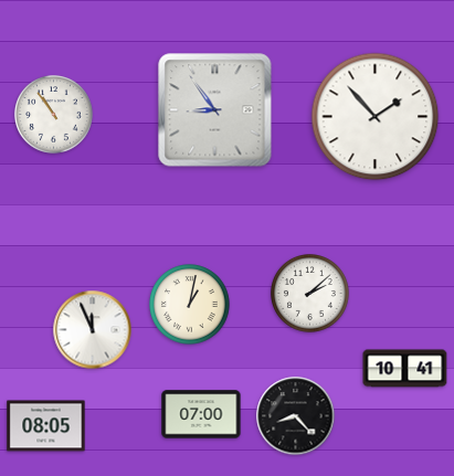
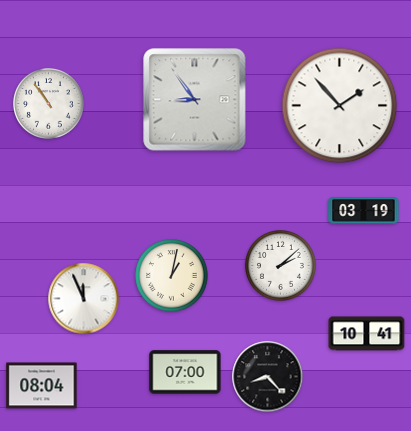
clock at (364, 211): none -> 03:19
clock at (201, 414) position: (201, 414) -> (185, 372)
clock at (46, 426): 08:05 -> 08:04
